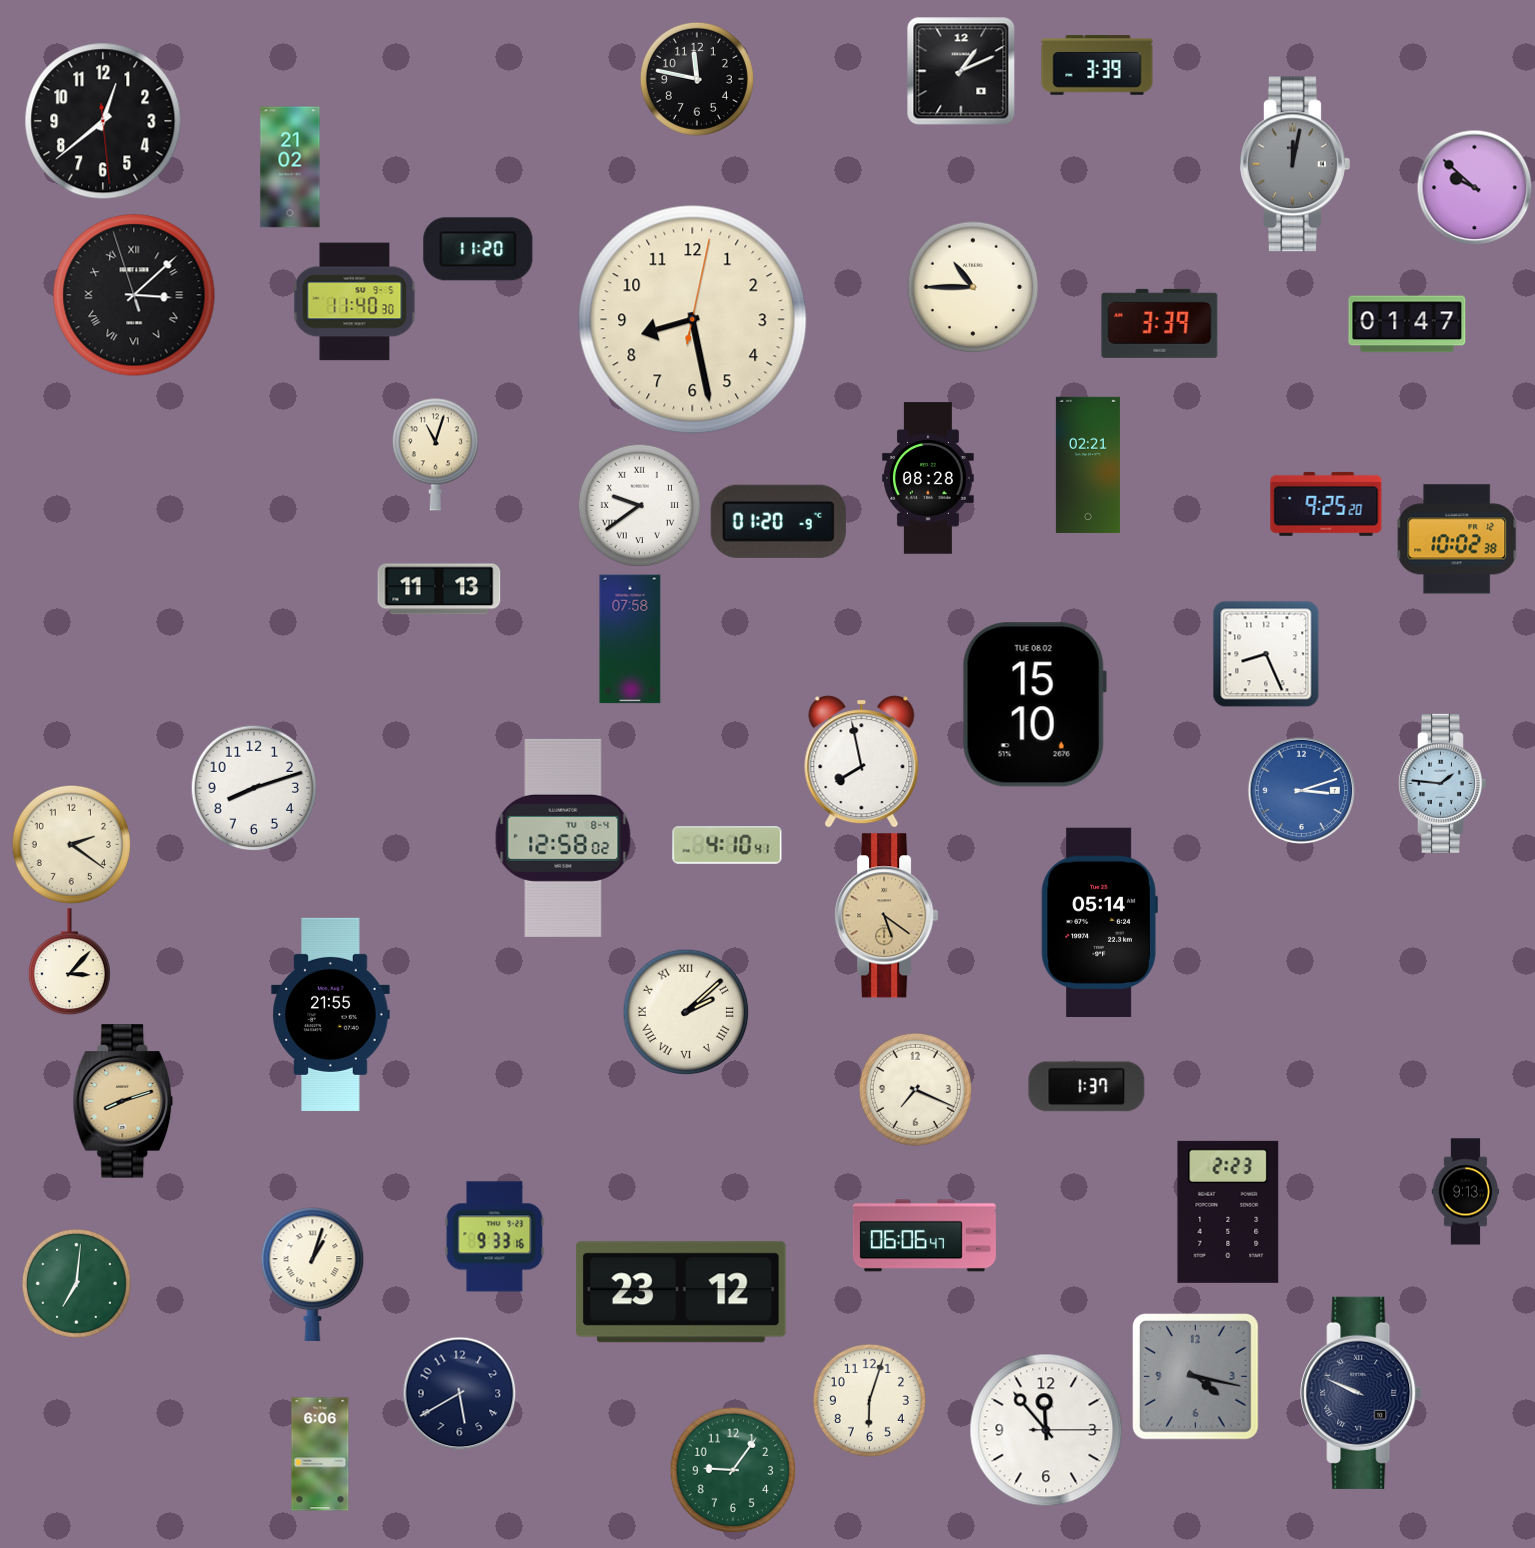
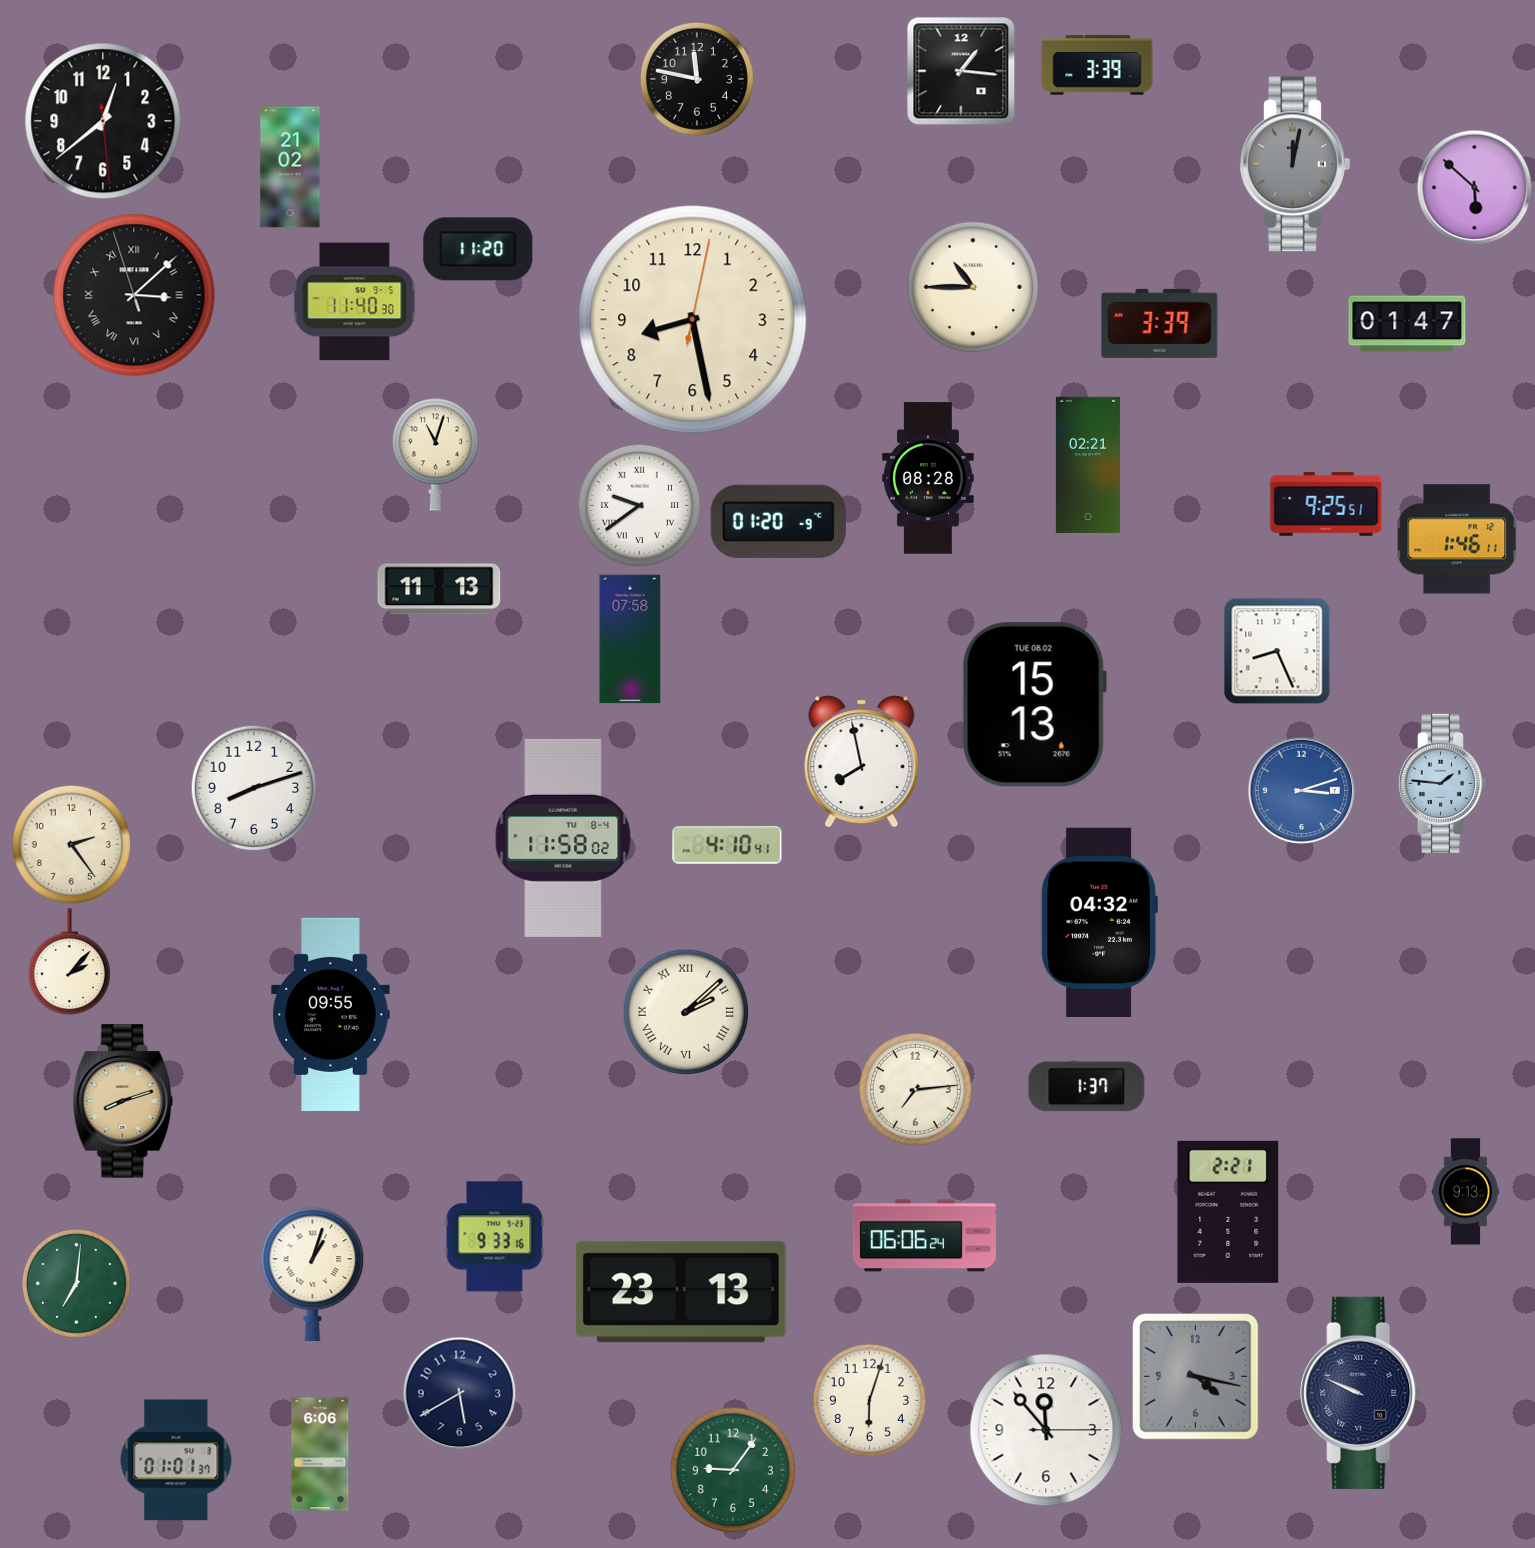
clock at (961, 71): 1:11 -> 1:16
clock at (1474, 187): 9:52 -> 5:52
clock at (1326, 504): 9:25:20 -> 9:25:51
clock at (1457, 539): 10:02 -> 1:46
clock at (1266, 654) position: (1266, 654) -> (1277, 651)
clock at (1034, 705): 15:10 -> 15:13
clock at (563, 838): 12:58 -> 11:58
clock at (71, 844): 2:21 -> 2:24
clock at (887, 916): 5:21 -> none
clock at (1099, 922): 05:14 -> 04:32
clock at (69, 962): 3:07 -> 2:07
clock at (331, 1014): 21:55 -> 09:55
clock at (915, 1089): 7:19 -> 7:14
clock at (1228, 1212): 2:23 -> 2:21
clock at (924, 1236): 06:06:47 -> 06:06:24
clock at (681, 1292): 23:12 -> 23:13
clock at (176, 1460): none -> 01:01
